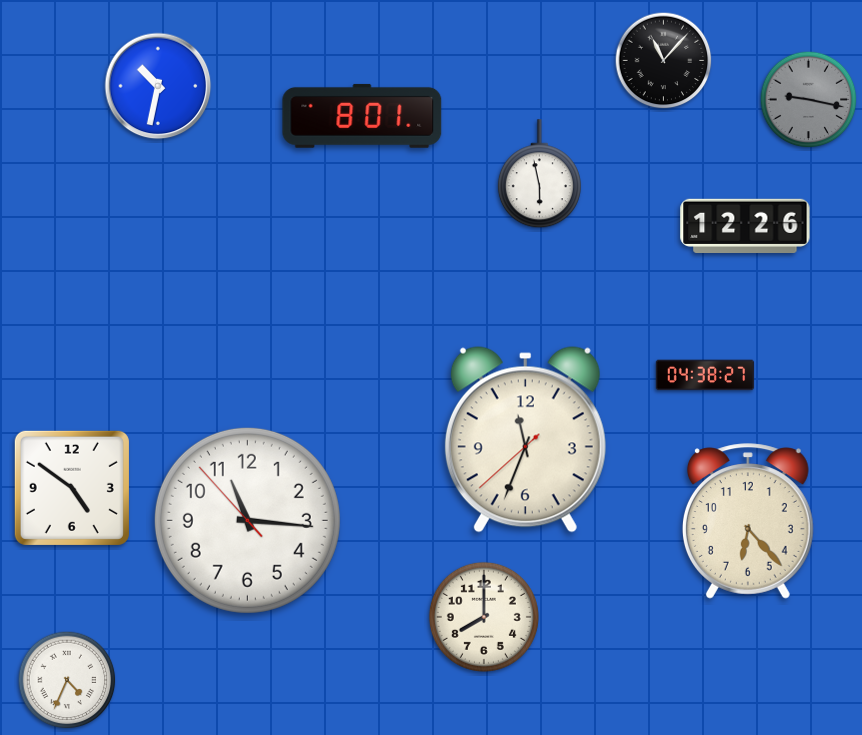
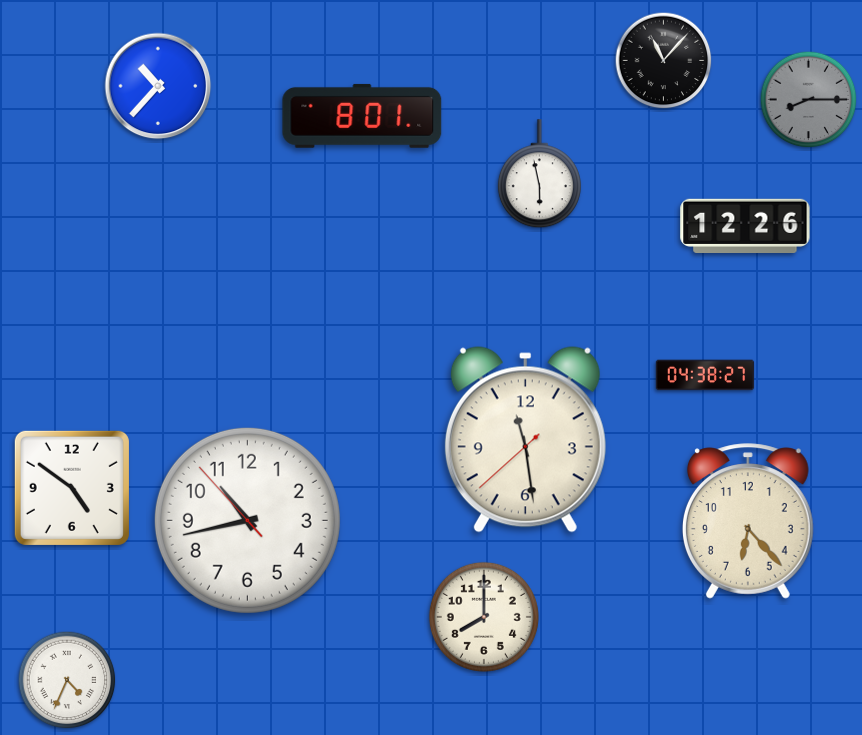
clock at (158, 86): 10:32 -> 10:37
clock at (809, 100): 9:17 -> 8:15
clock at (525, 440): 11:33 -> 11:28
clock at (247, 520): 11:15 -> 10:42
